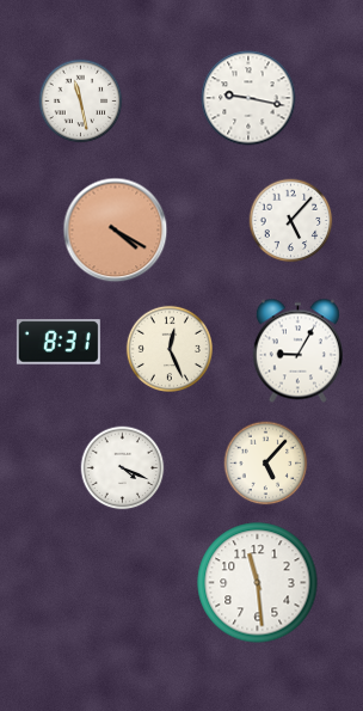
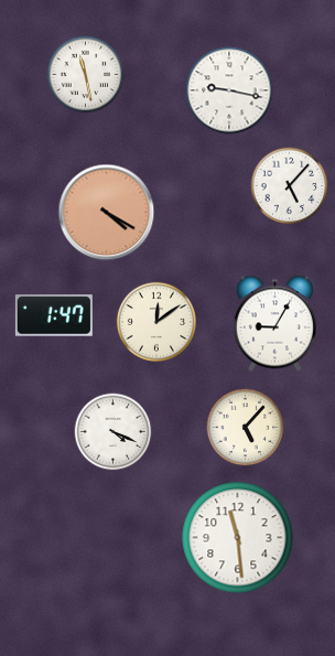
clock at (81, 102) position: (81, 102) -> (86, 75)
clock at (291, 221) position: (291, 221) -> (290, 186)
clock at (59, 342): 8:31 -> 1:47
clock at (168, 348): 12:26 -> 12:09
